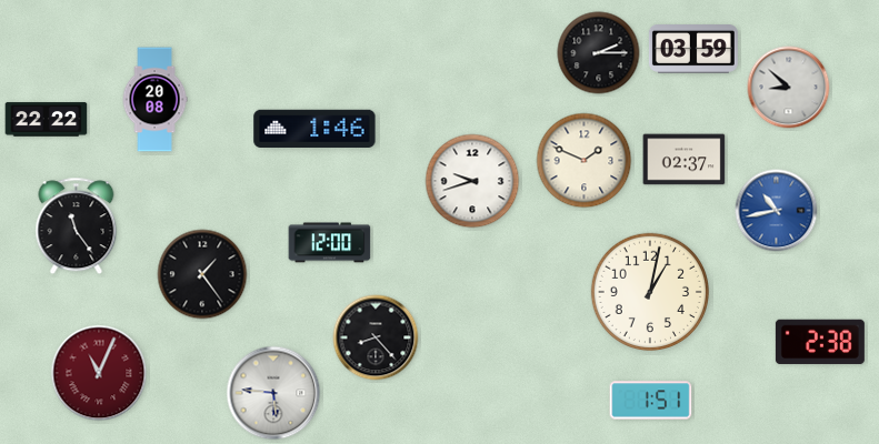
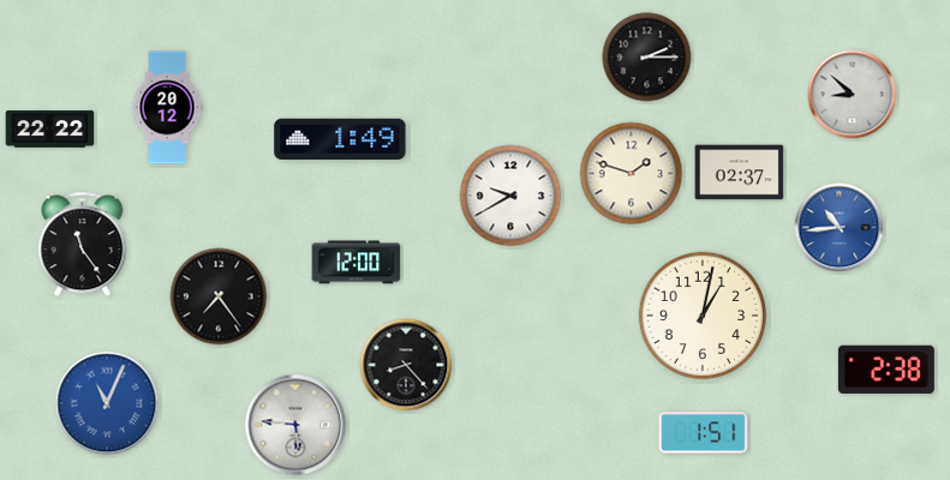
clock at (693, 50): 03:59 -> none
clock at (154, 100): 20:08 -> 20:12
clock at (314, 128): 1:46 -> 1:49
clock at (585, 161): 1:49 -> 1:48
clock at (472, 181): 9:42 -> 9:40
clock at (777, 211): 10:43 -> 10:44
clock at (202, 274): 1:24 -> 7:24
clock at (99, 373) dial: burgundy -> blue
